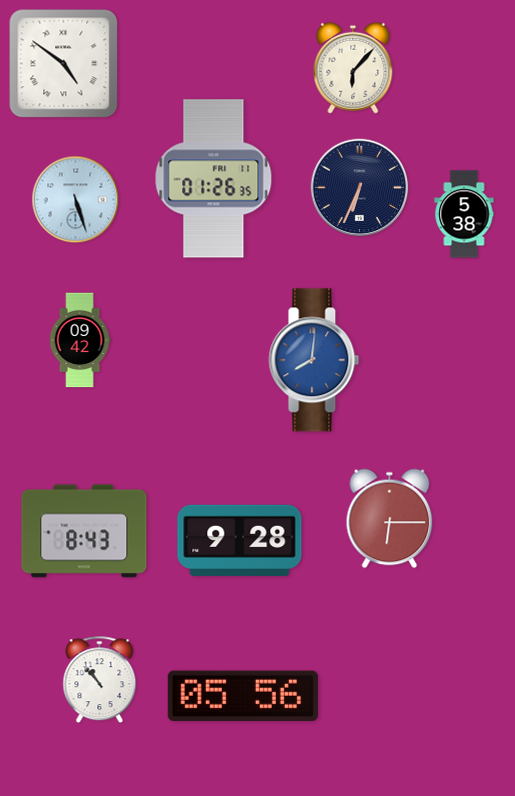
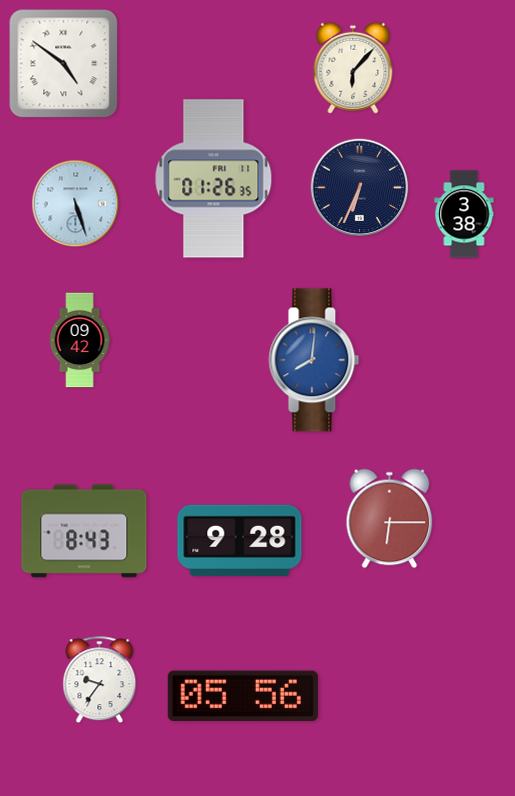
clock at (76, 200) position: (76, 200) -> (76, 204)
clock at (464, 214): 5:38 -> 3:38
clock at (100, 680): 10:53 -> 9:36
